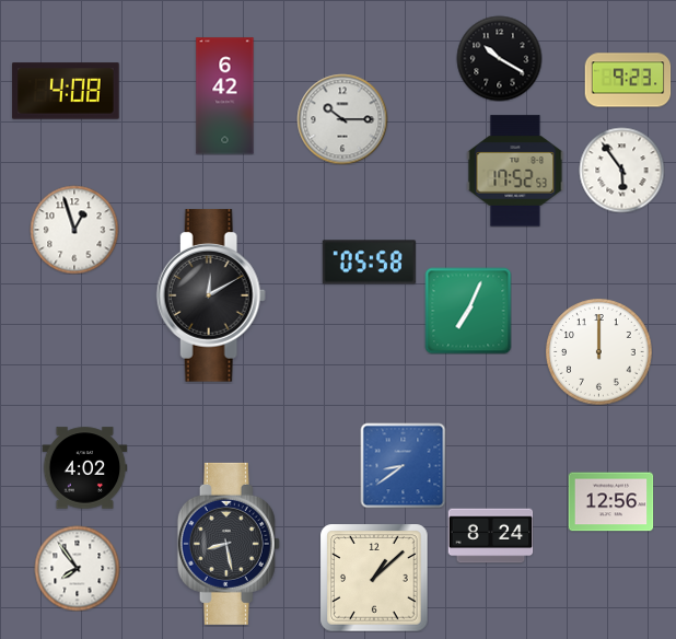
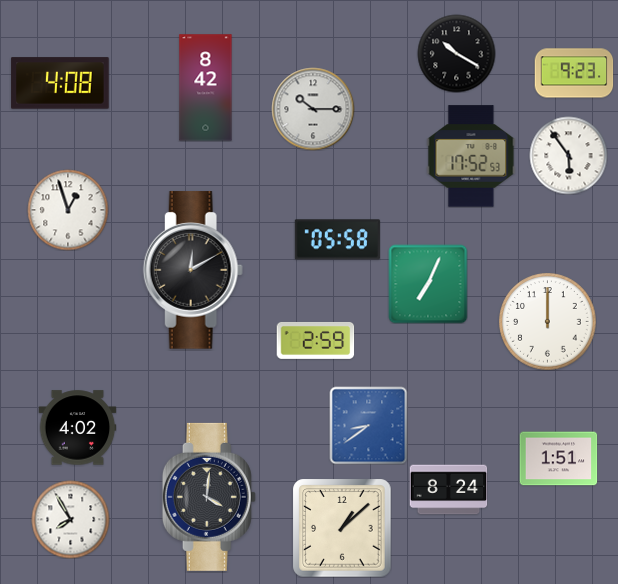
clock at (225, 96): 6:42 -> 8:42
clock at (315, 340): none -> 2:59
clock at (610, 502): 12:56 -> 1:51
clock at (229, 544): 8:28 -> 4:01
clock at (77, 568): 7:54 -> 7:55
